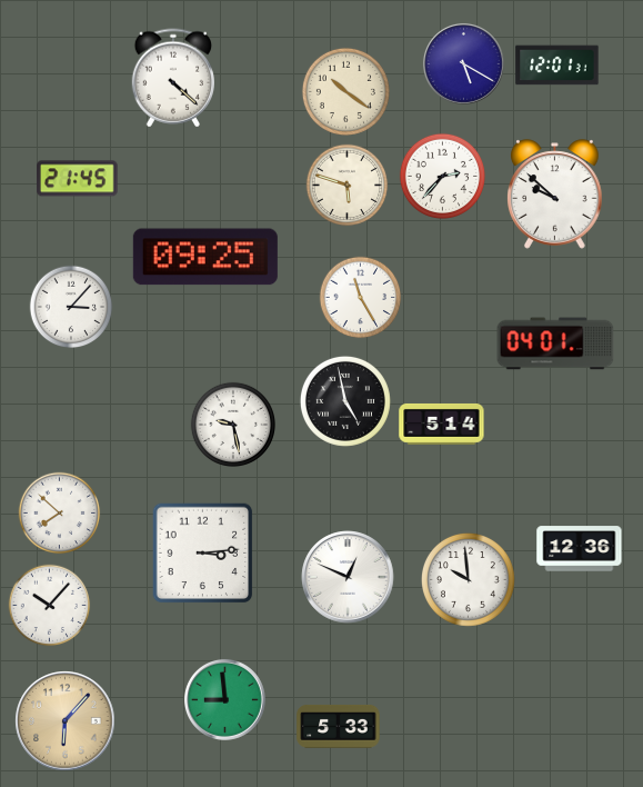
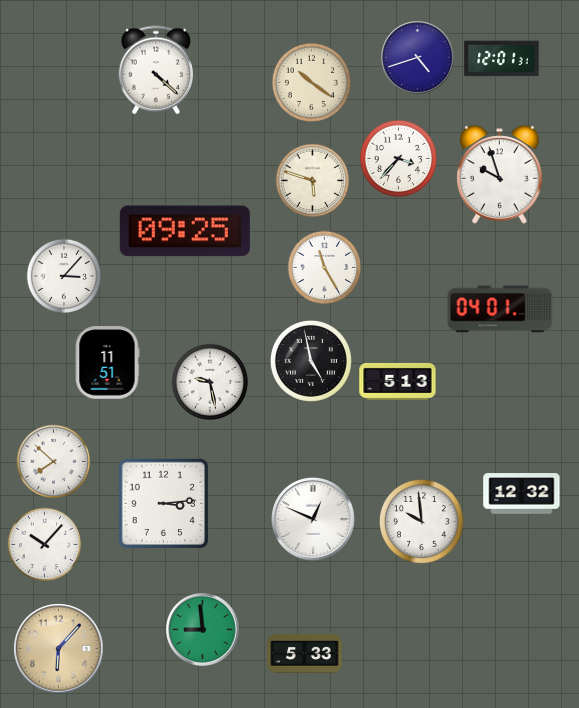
clock at (463, 63): 5:20 -> 4:42
clock at (442, 176): 2:37 -> 3:37
clock at (78, 179): 21:45 -> none
clock at (348, 186) position: (348, 186) -> (313, 181)
clock at (555, 195): 9:52 -> 9:57
clock at (107, 363): none -> 11:51
clock at (442, 424): 5:14 -> 5:13
clock at (580, 549): 12:36 -> 12:32
clock at (203, 554) position: (203, 554) -> (164, 504)
